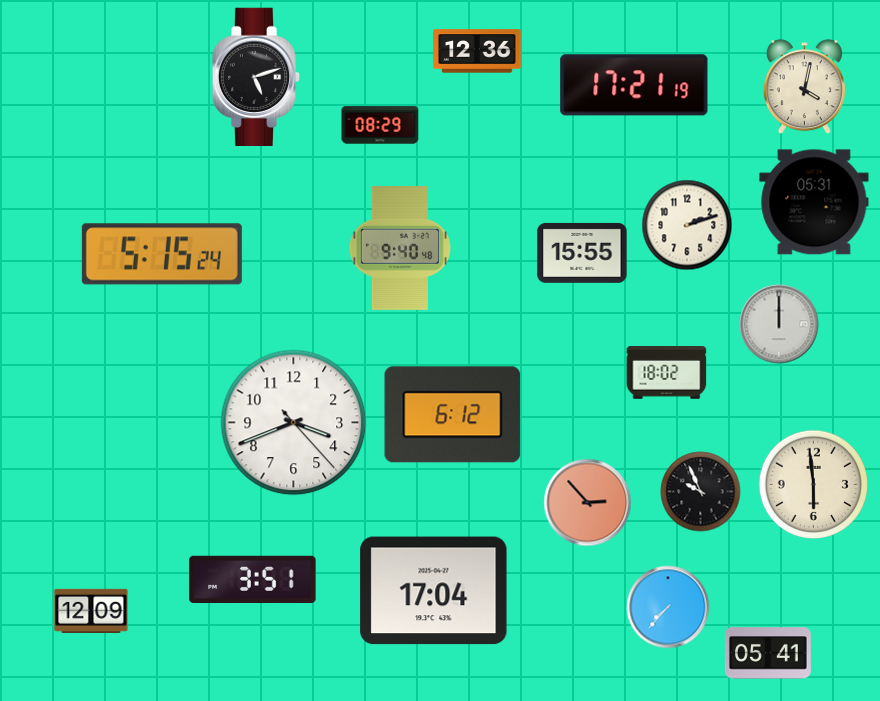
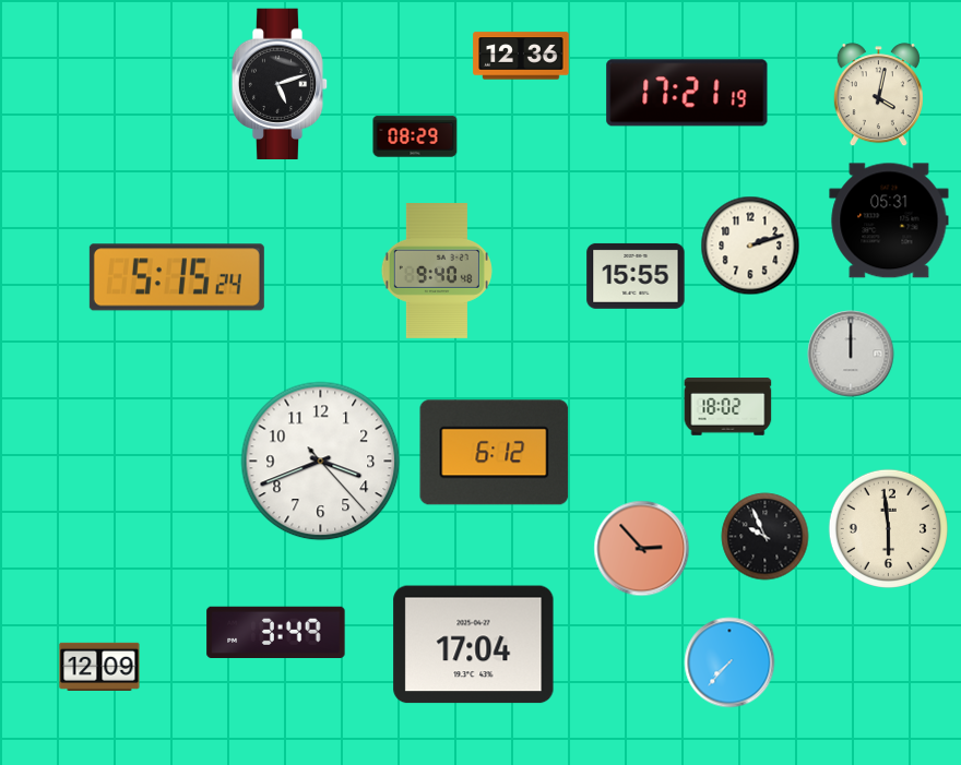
clock at (634, 85) position: (634, 85) -> (687, 93)
clock at (253, 580): 3:51 -> 3:49
clock at (768, 653): 05:41 -> none
